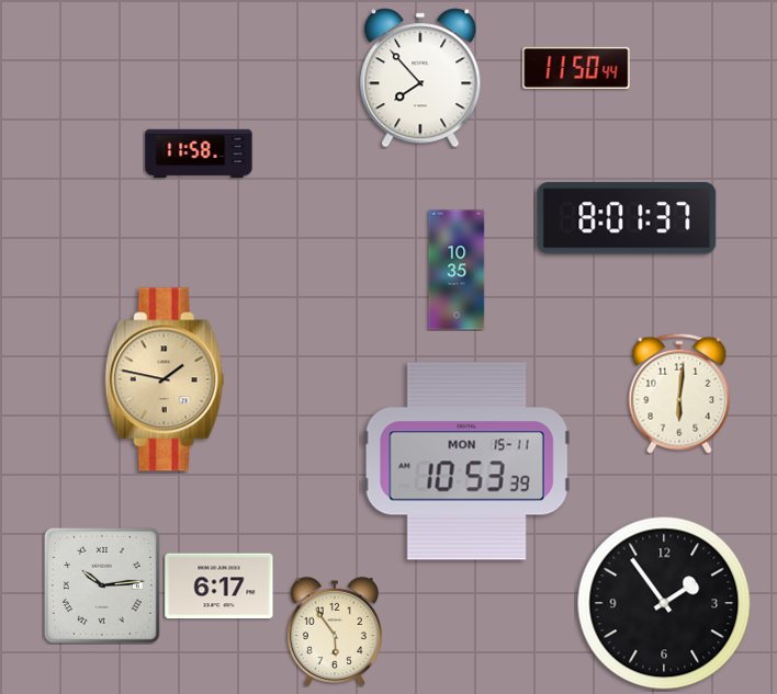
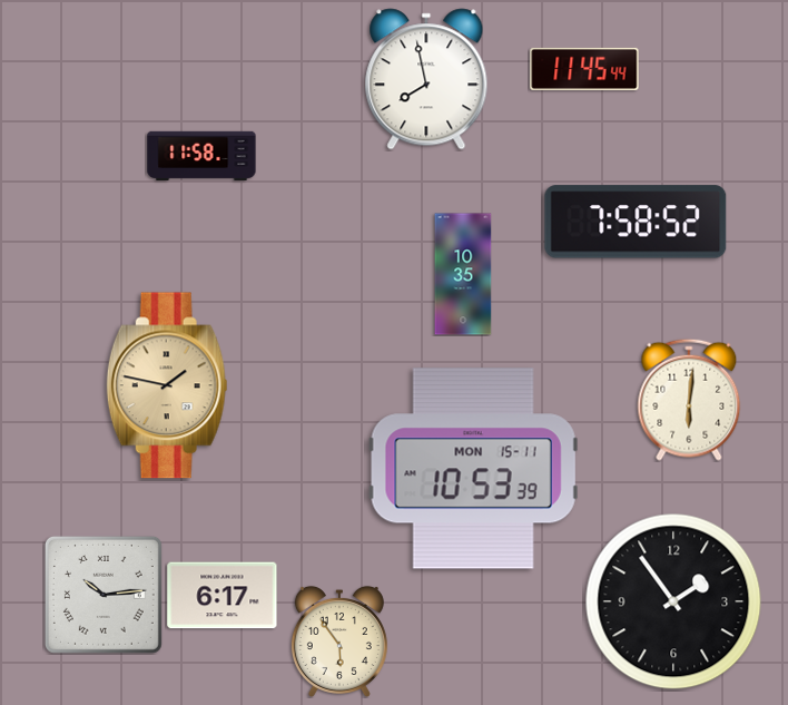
clock at (576, 68): 11:50 -> 11:45
clock at (420, 78): 7:53 -> 7:58
clock at (627, 218): 8:01 -> 7:58
clock at (664, 603) position: (664, 603) -> (673, 601)
